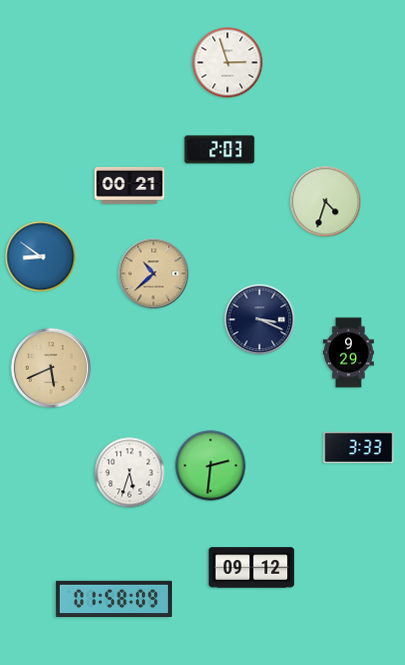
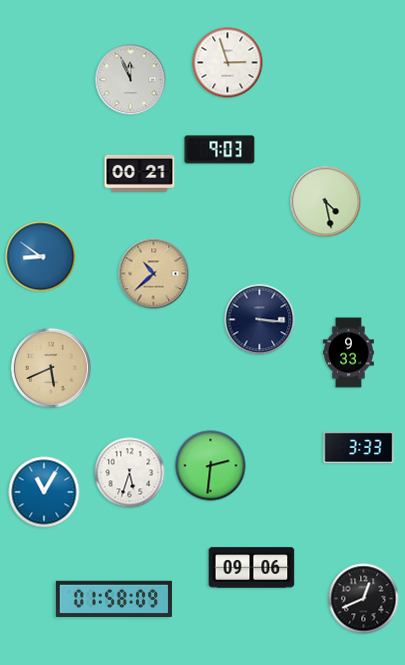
clock at (131, 80): none -> 11:56
clock at (220, 150): 2:03 -> 9:03
clock at (130, 186) position: (130, 186) -> (140, 174)
clock at (326, 202): 4:33 -> 4:28
clock at (260, 320): 3:19 -> 3:16
clock at (349, 353): 9:29 -> 9:33
clock at (44, 492): none -> 11:05
clock at (252, 568): 09:12 -> 09:06
clock at (364, 599): none -> 12:41
